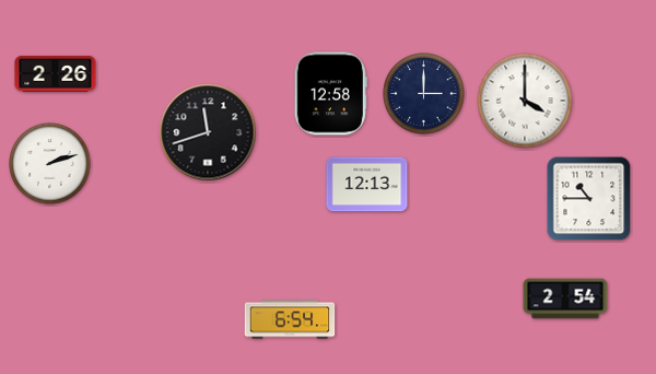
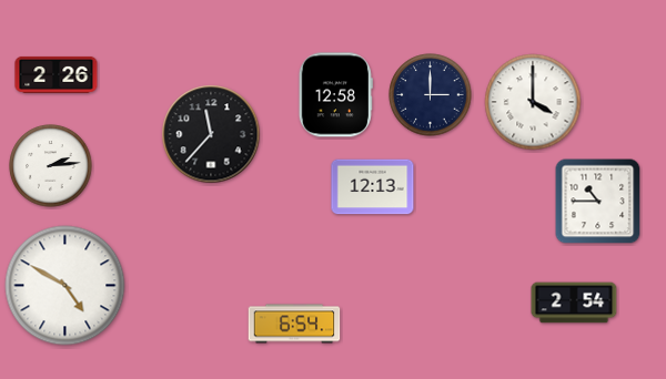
clock at (208, 132): 11:42 -> 11:37
clock at (50, 164): 2:12 -> 2:14
clock at (65, 286): none -> 4:50
